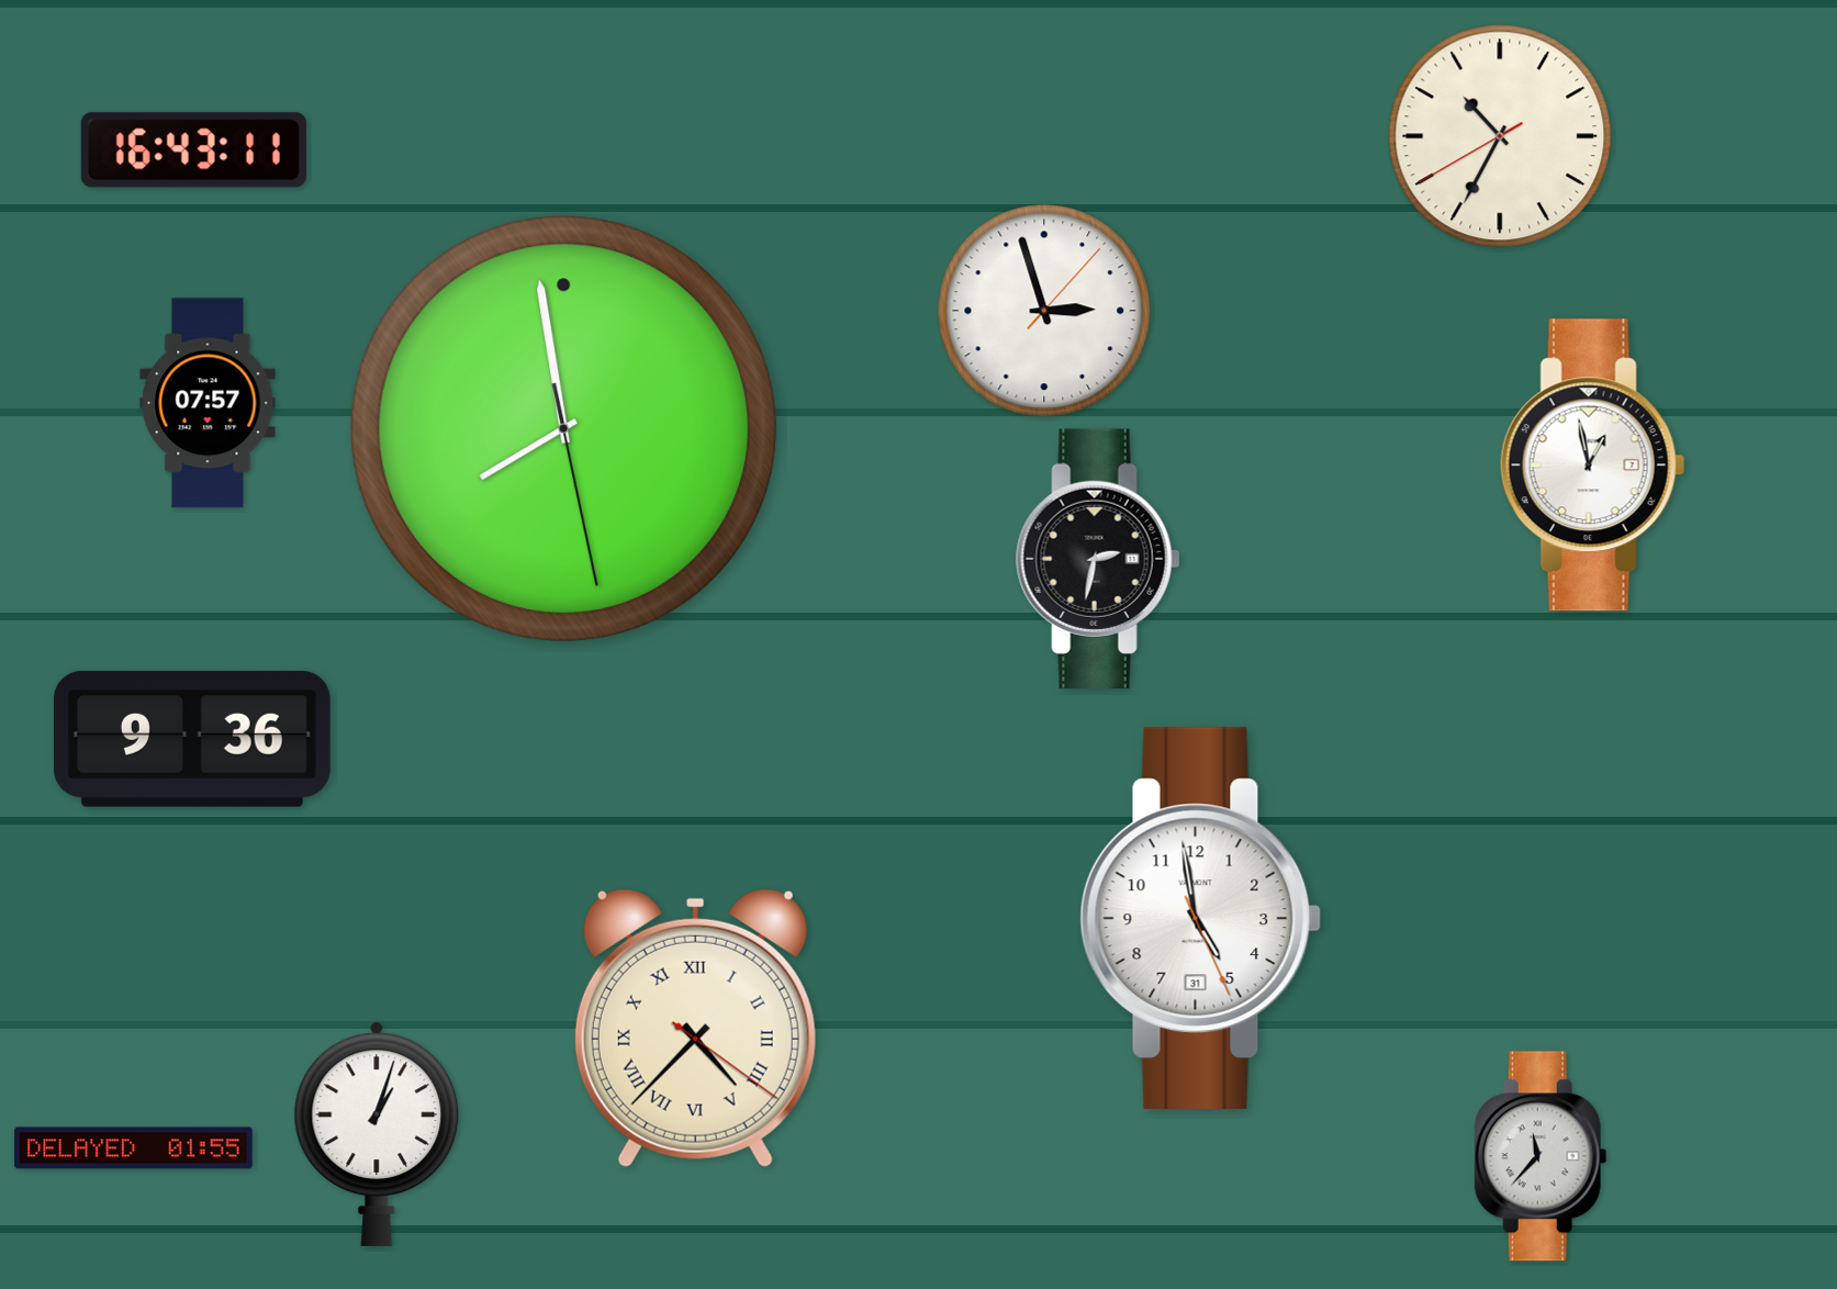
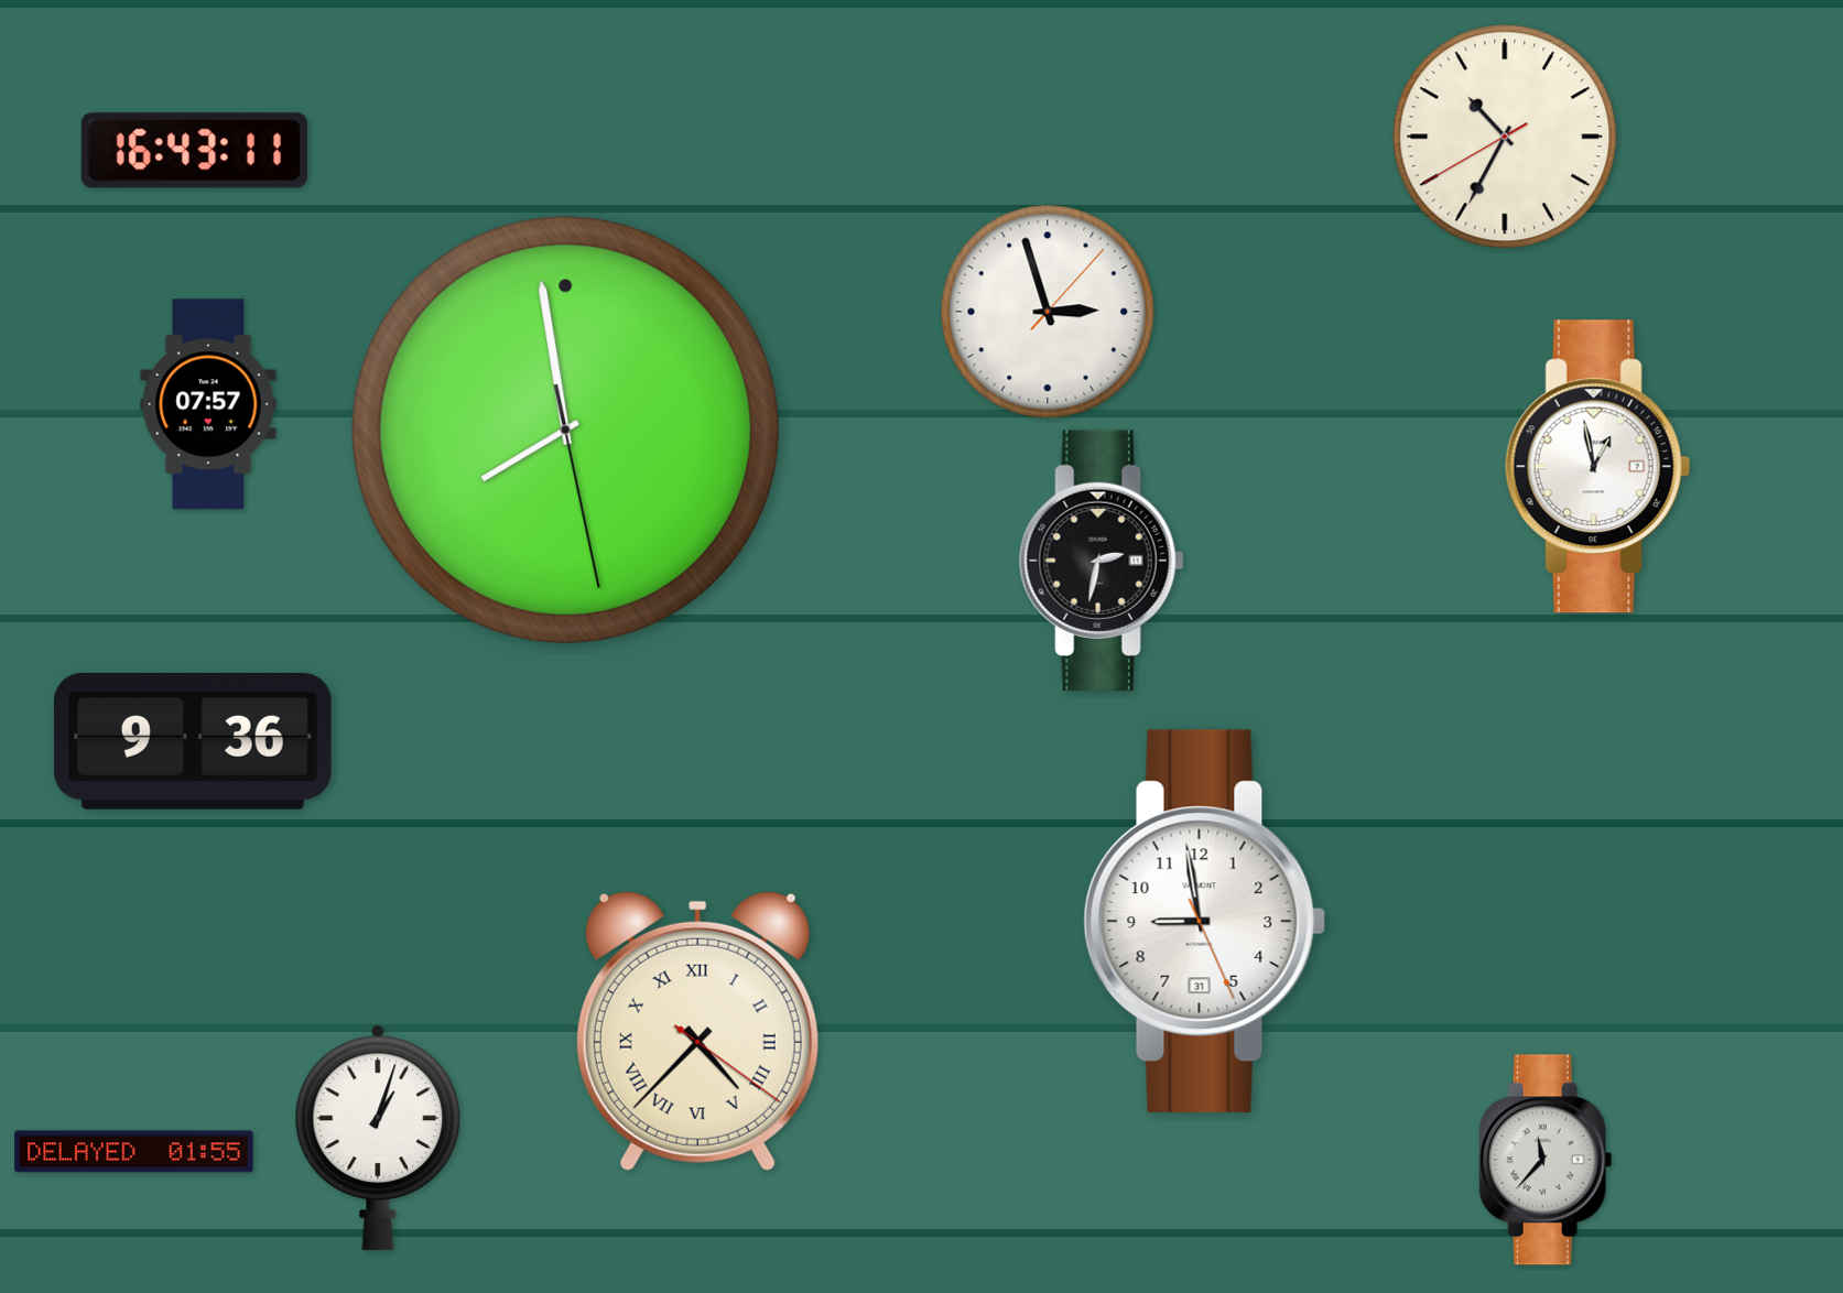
clock at (1201, 918): 4:58 -> 8:58
